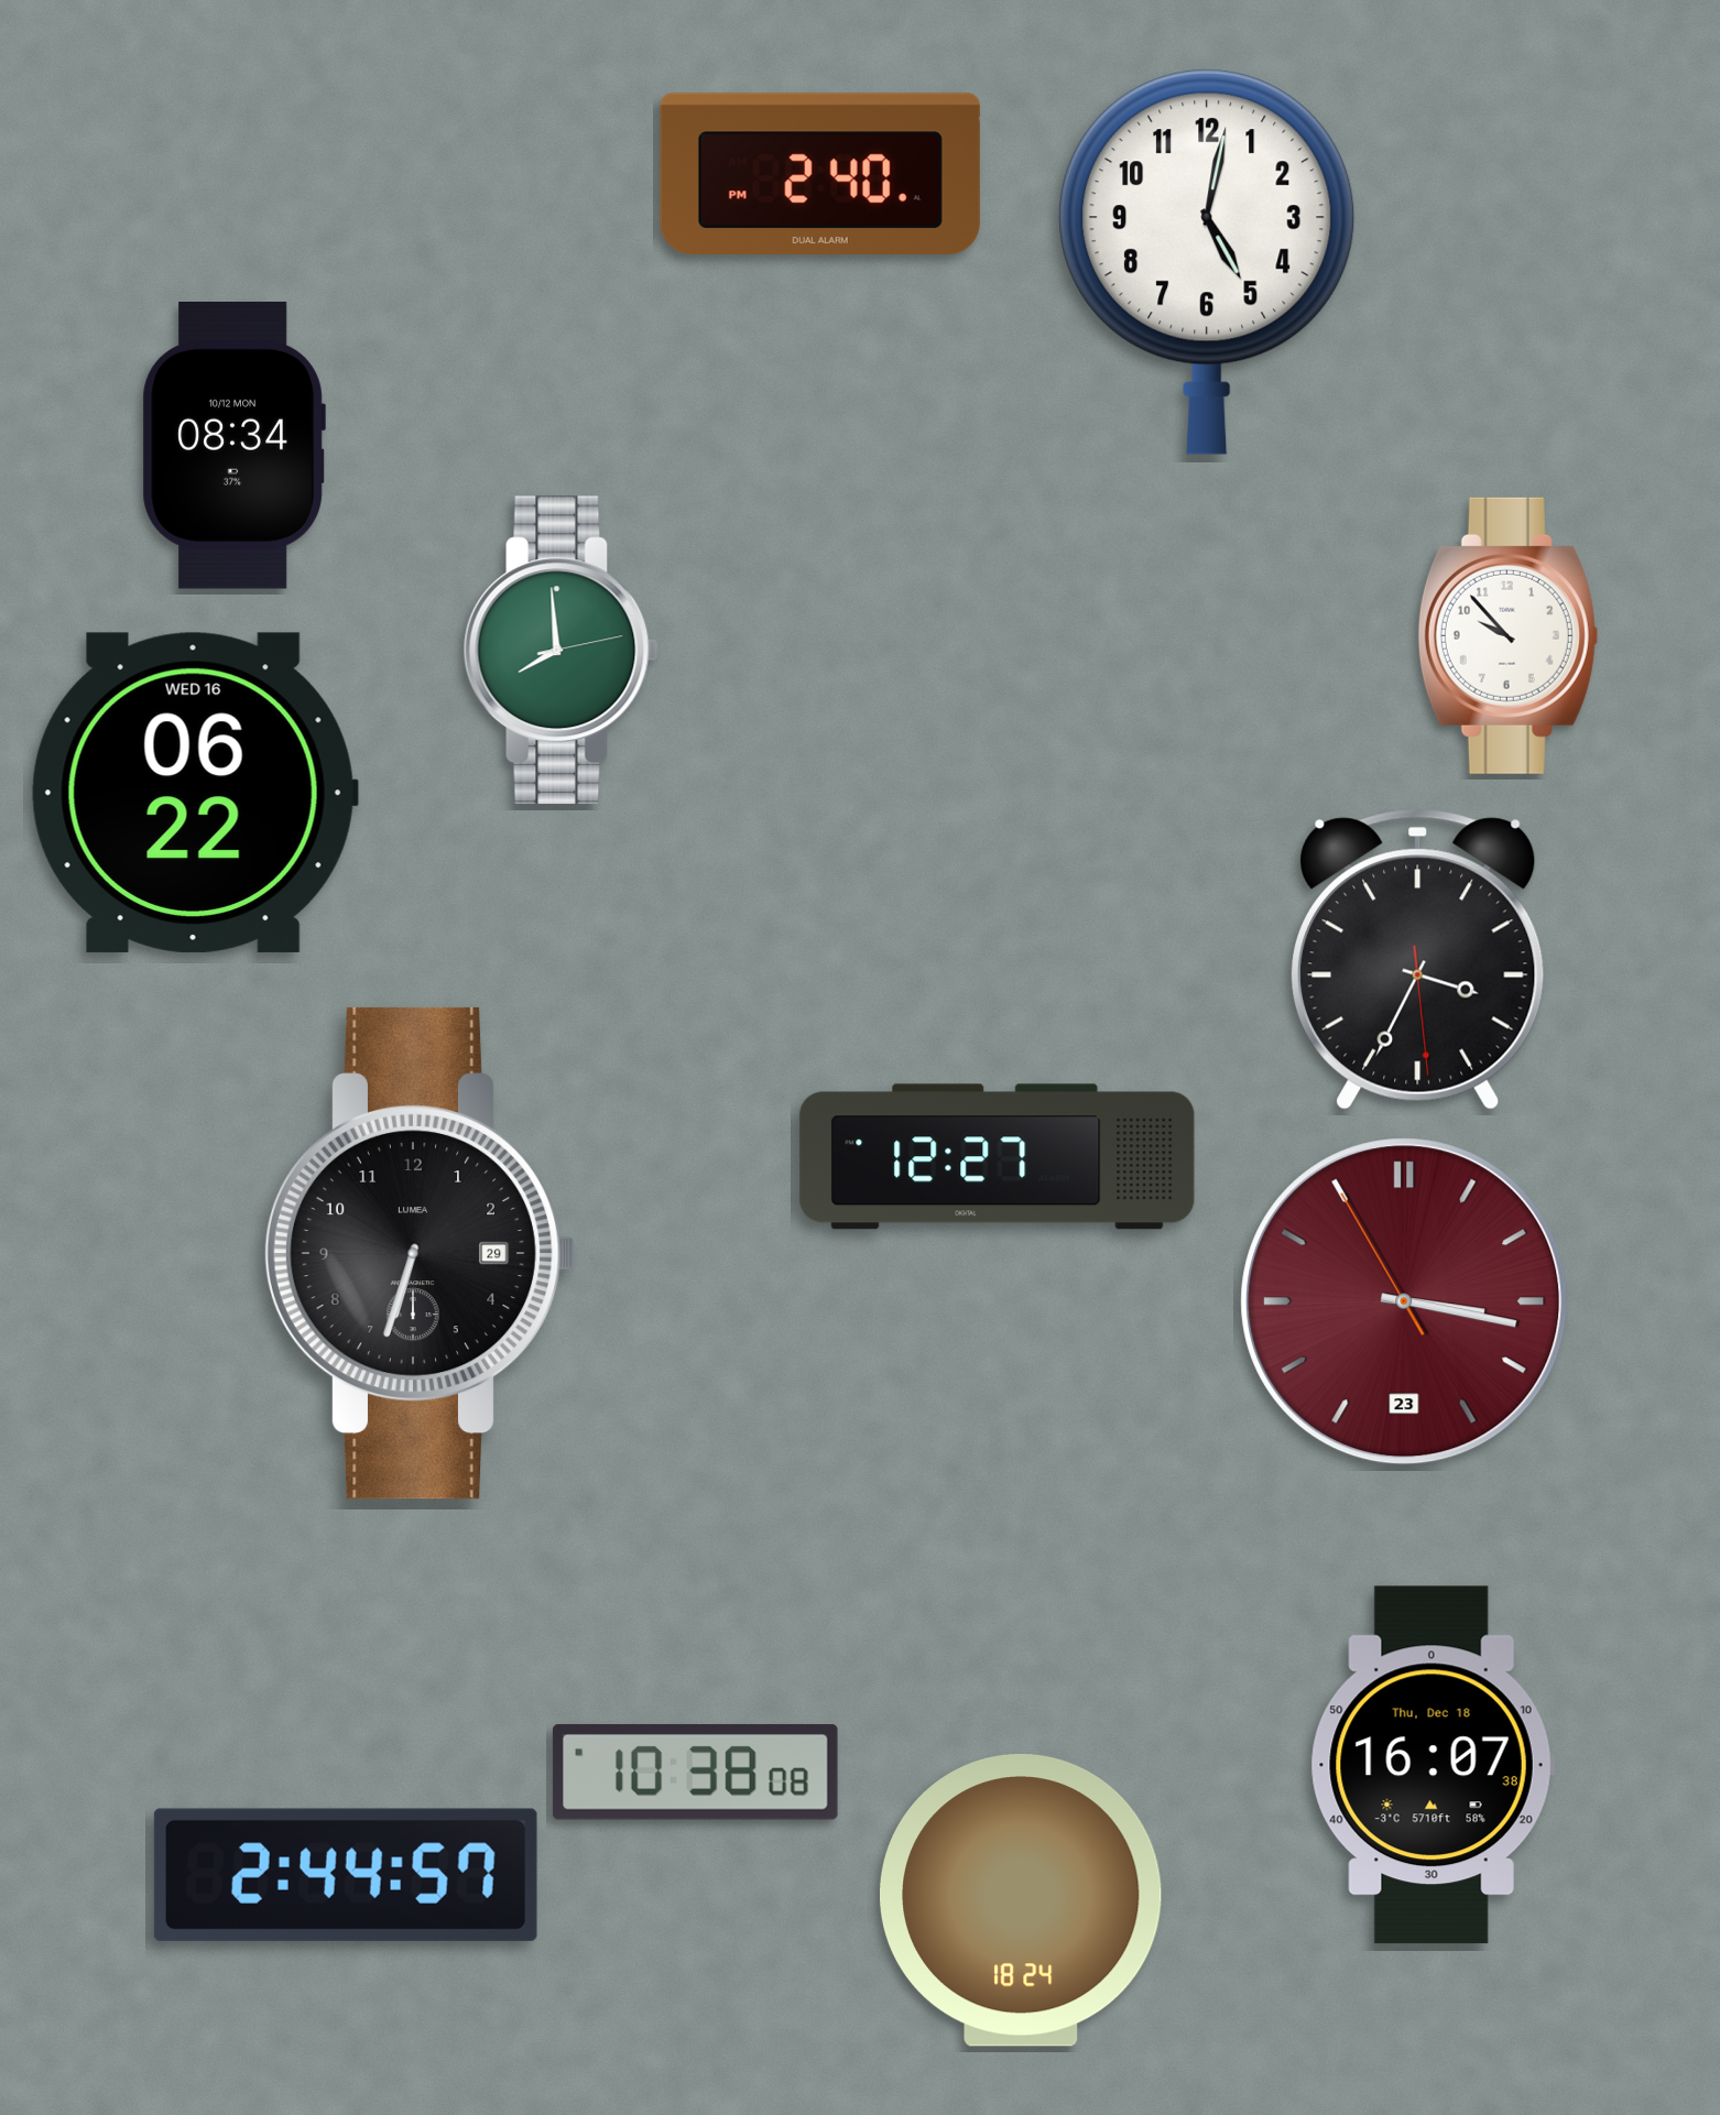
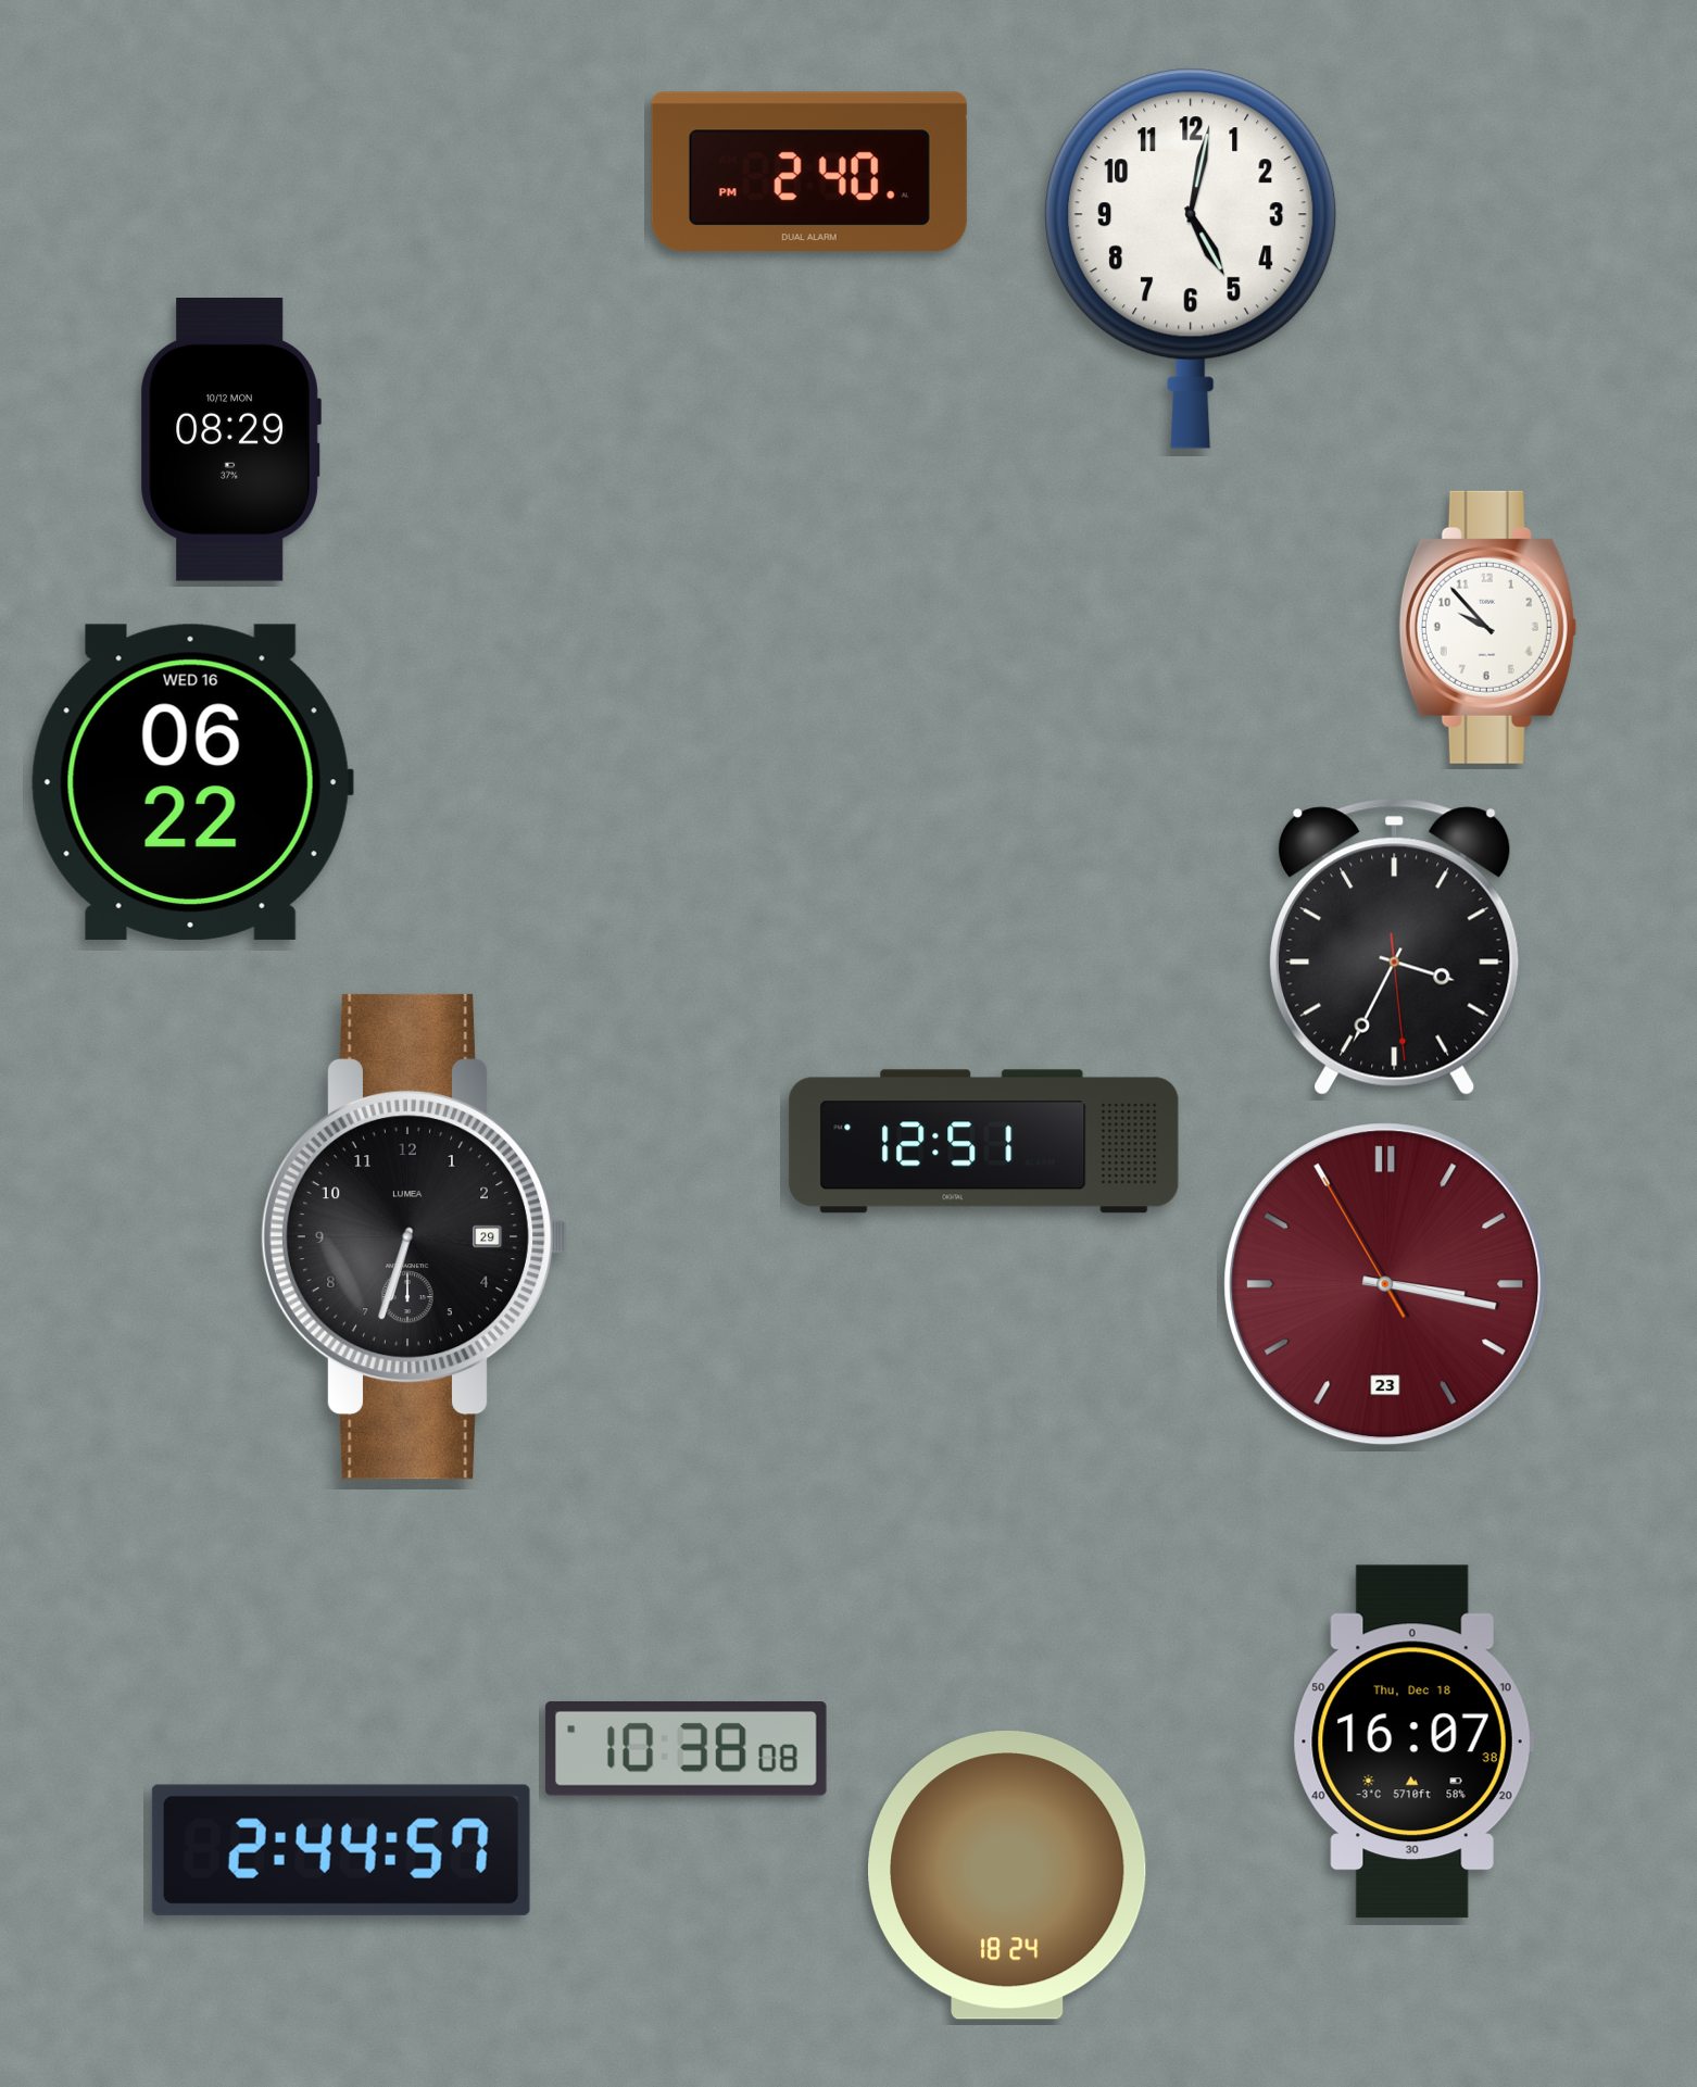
clock at (233, 446): 08:34 -> 08:29
clock at (560, 651): 7:59 -> none
clock at (1418, 959) position: (1418, 959) -> (1395, 946)
clock at (998, 1157): 12:27 -> 12:51
